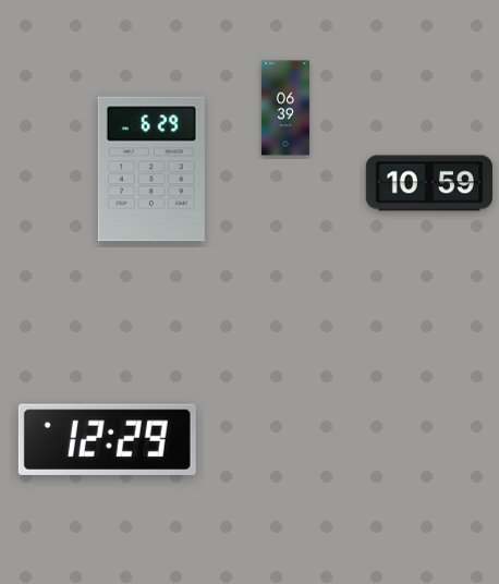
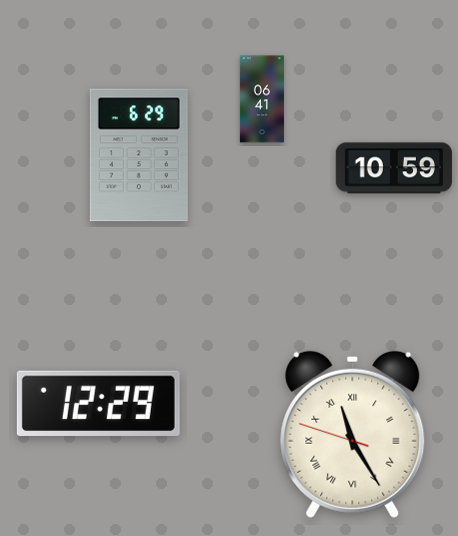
clock at (285, 108): 06:39 -> 06:41
clock at (353, 434): none -> 11:24
